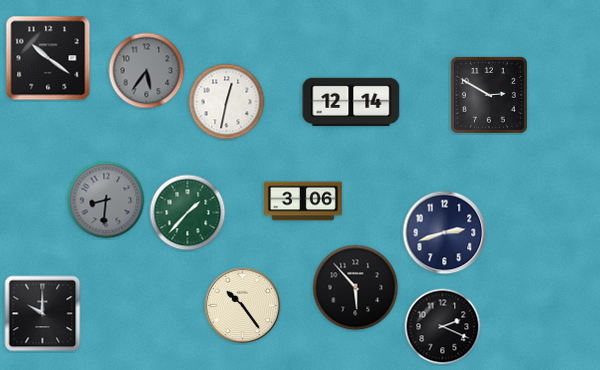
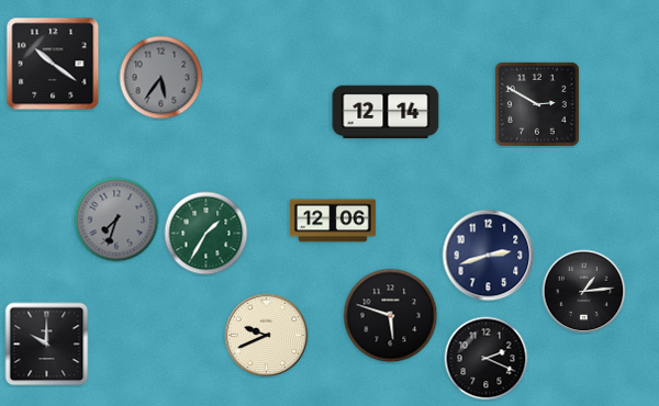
clock at (227, 102): 12:32 -> none
clock at (106, 200): 8:31 -> 7:33
clock at (303, 201): 3:06 -> 12:06
clock at (188, 213): 1:37 -> 1:35
clock at (584, 292): none -> 1:14
clock at (356, 288): 5:53 -> 5:48
clock at (243, 306): 10:24 -> 9:41
